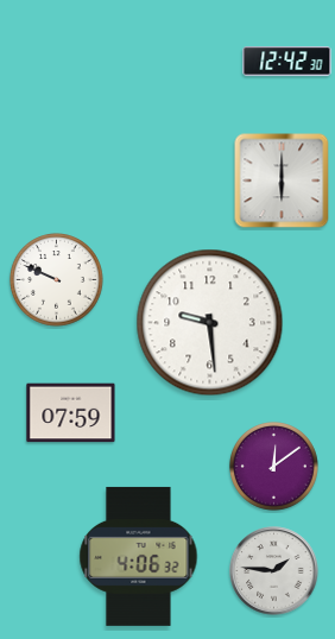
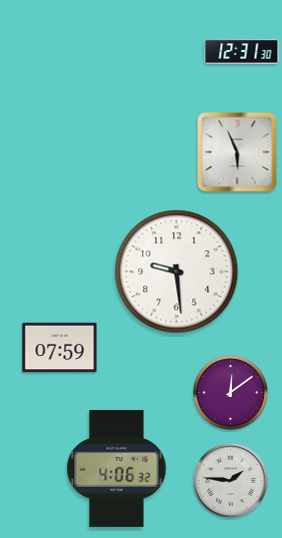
clock at (287, 62): 12:42 -> 12:31
clock at (282, 181): 6:00 -> 5:56
clock at (57, 280): 9:49 -> none
